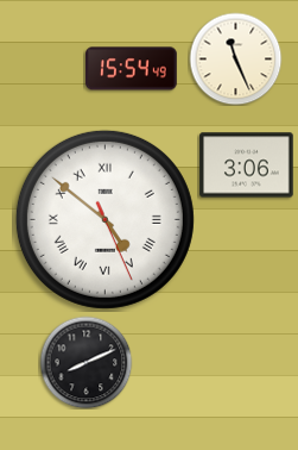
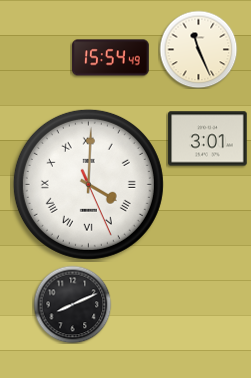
clock at (247, 165): 3:06 -> 3:01
clock at (104, 219): 4:51 -> 4:00
